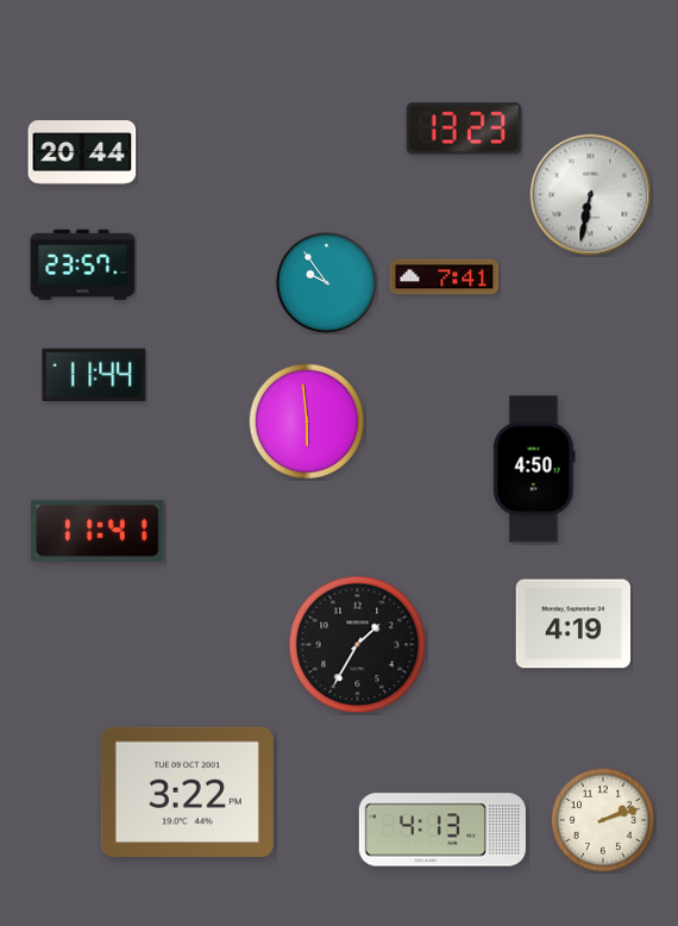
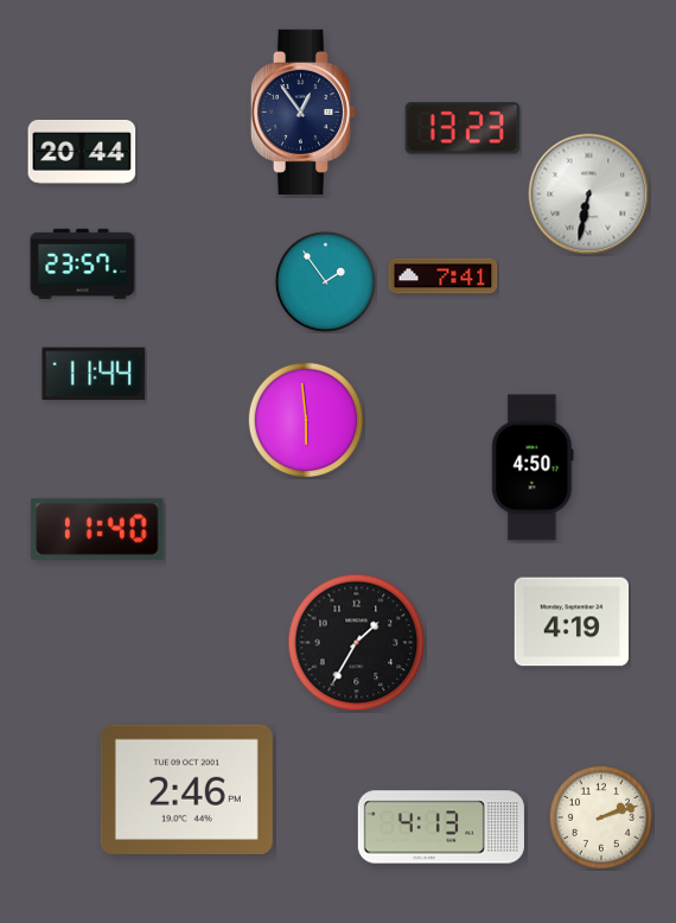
clock at (304, 112): none -> 12:54
clock at (326, 282): 9:54 -> 1:54
clock at (98, 531): 11:41 -> 11:40
clock at (187, 793): 3:22 -> 2:46
